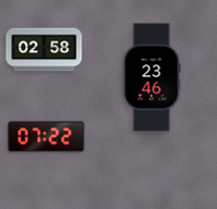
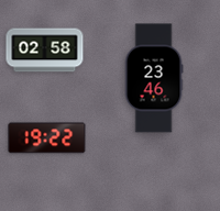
clock at (47, 137): 07:22 -> 19:22
